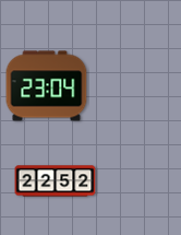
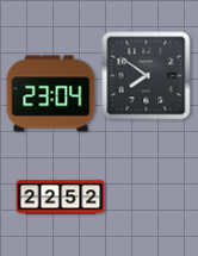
clock at (147, 76): none -> 7:51
